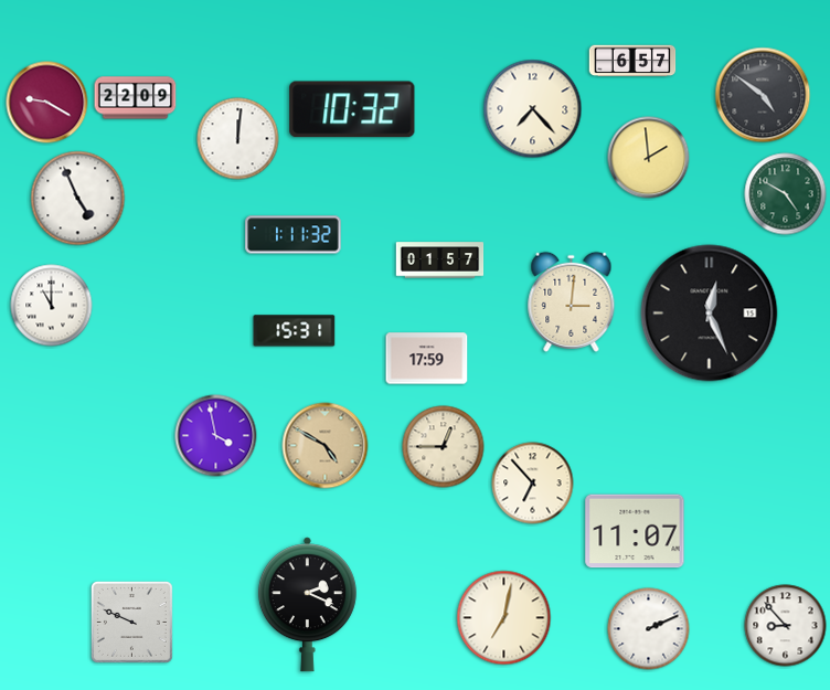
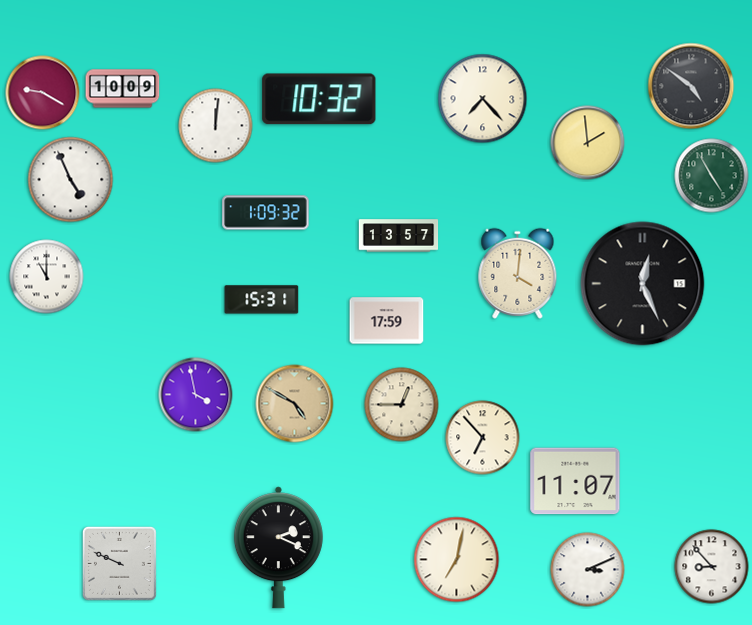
clock at (632, 61): 6:57 -> none
clock at (136, 98): 22:09 -> 10:09
clock at (786, 194): 4:50 -> 4:55
clock at (294, 235): 1:11 -> 1:09
clock at (440, 261): 01:57 -> 13:57
clock at (572, 301): 3:01 -> 4:01
clock at (295, 331) position: (295, 331) -> (262, 300)
clock at (427, 359) position: (427, 359) -> (387, 321)
clock at (649, 629): 2:11 -> 3:11
